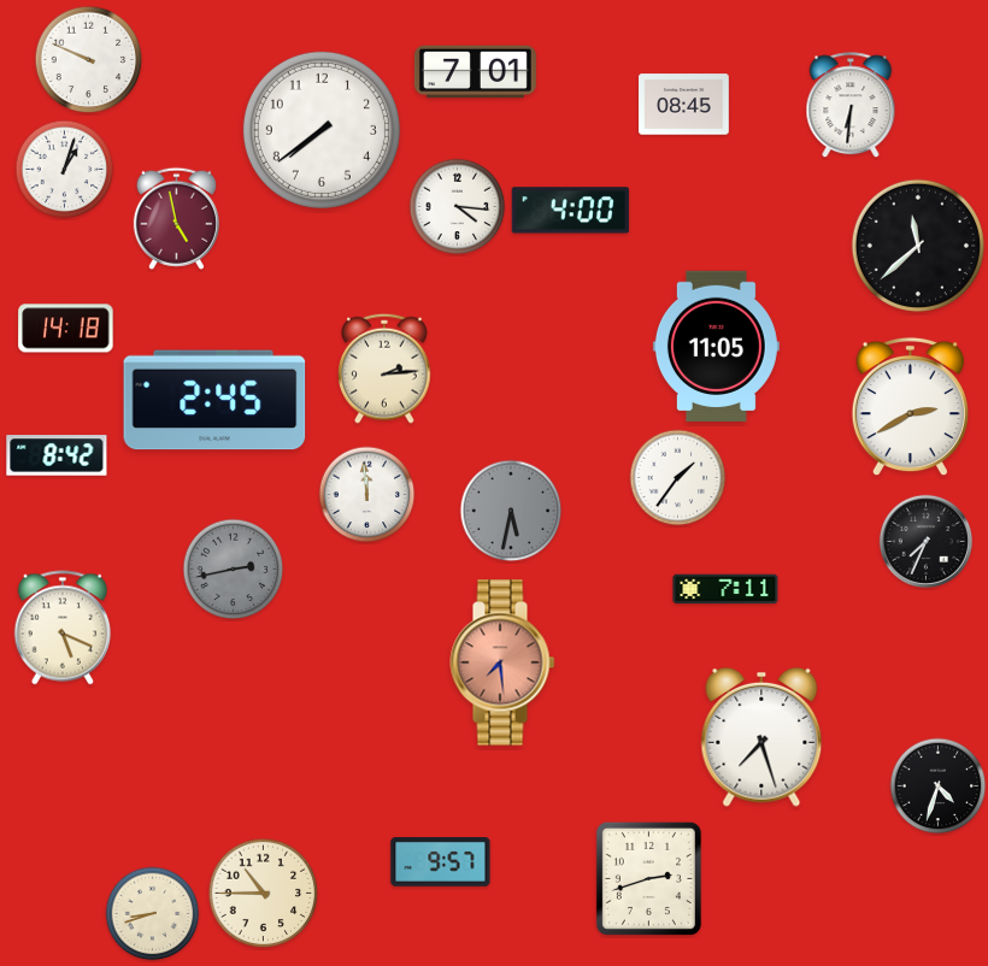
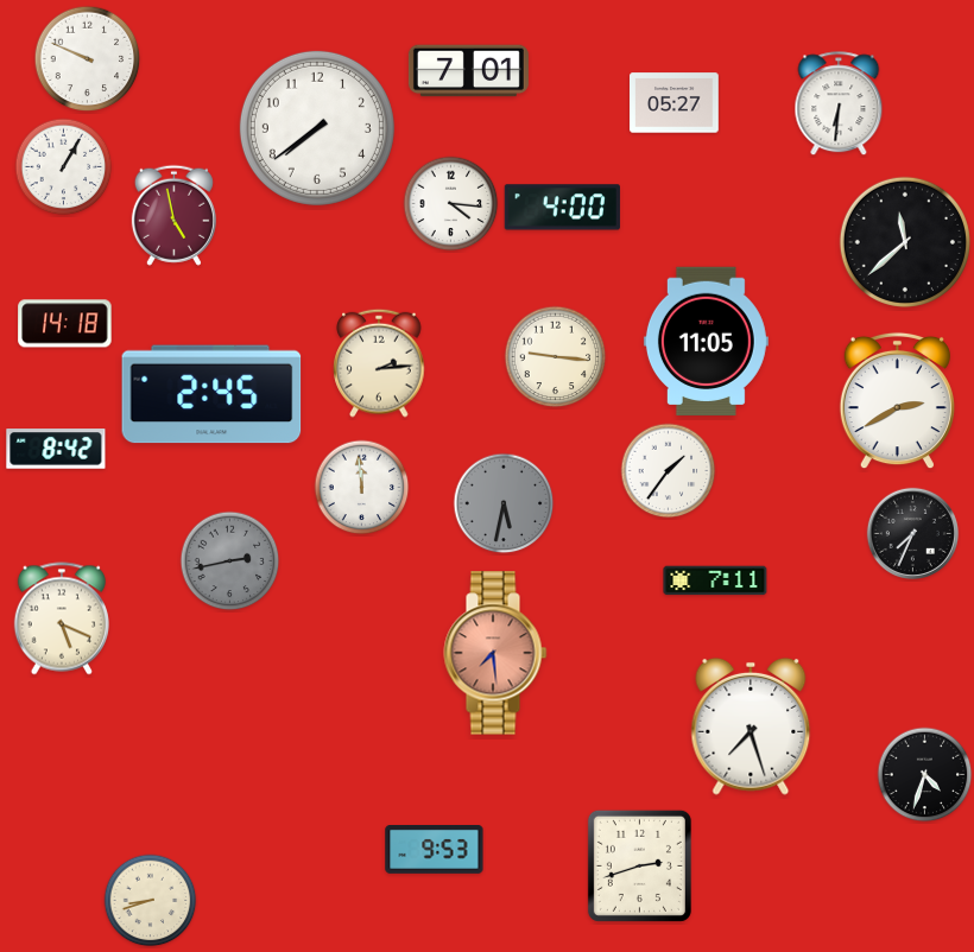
clock at (684, 105): 08:45 -> 05:27
clock at (65, 170): 1:03 -> 1:05
clock at (556, 357): none -> 9:16
clock at (441, 862): 9:57 -> 9:53
clock at (264, 894): 10:45 -> none
